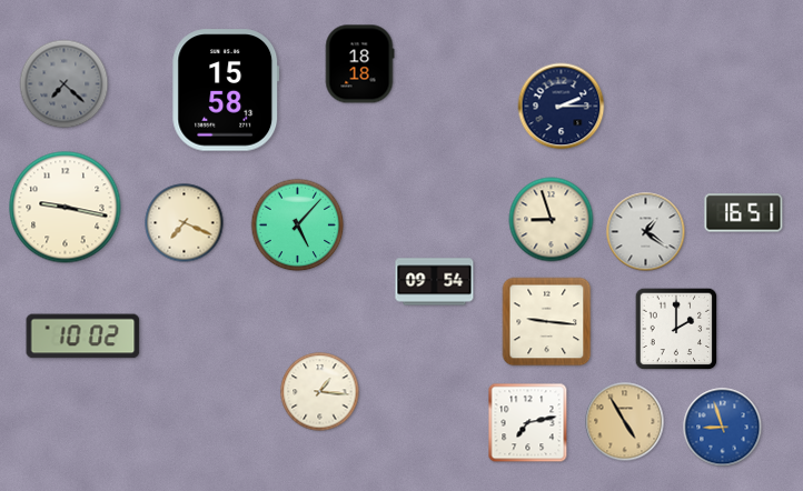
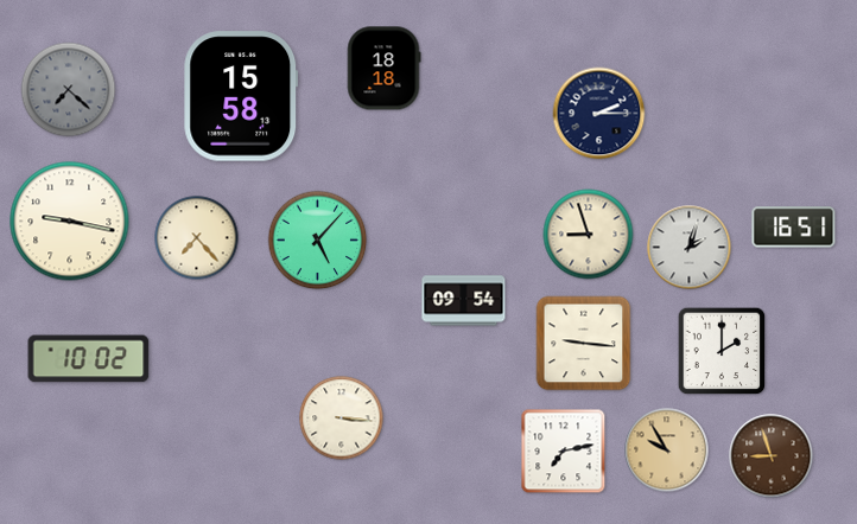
clock at (185, 223): 7:19 -> 7:23
clock at (646, 232): 1:21 -> 2:03
clock at (320, 392): 1:16 -> 3:16
clock at (625, 422): 4:55 -> 9:55
clock at (723, 428) dial: blue -> brown
